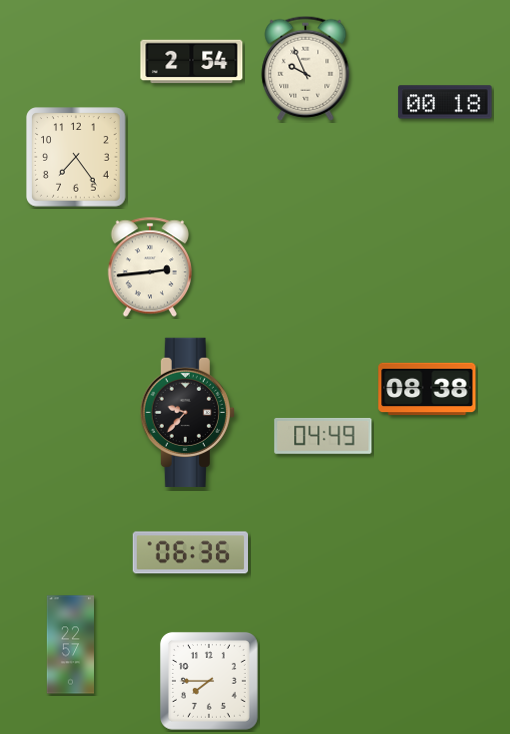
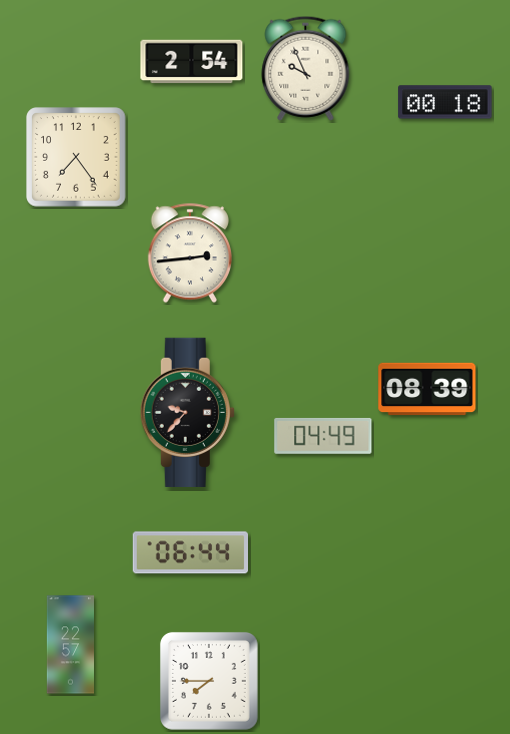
clock at (149, 267) position: (149, 267) -> (189, 253)
clock at (427, 389): 08:38 -> 08:39
clock at (190, 553): 06:36 -> 06:44
